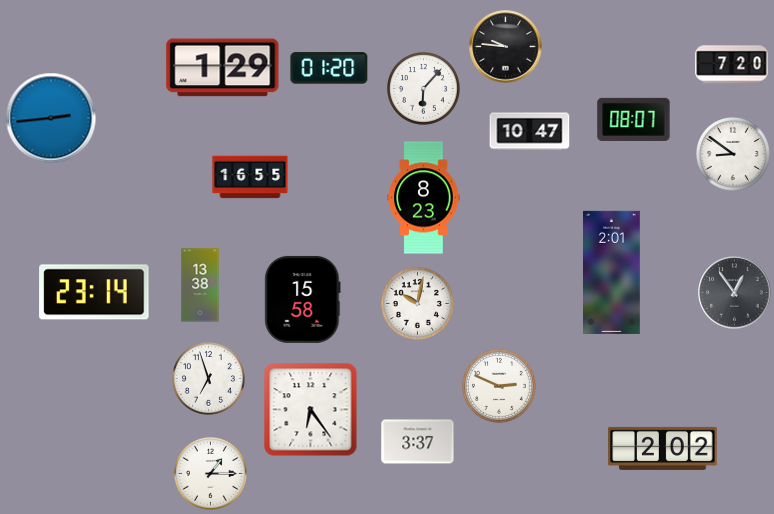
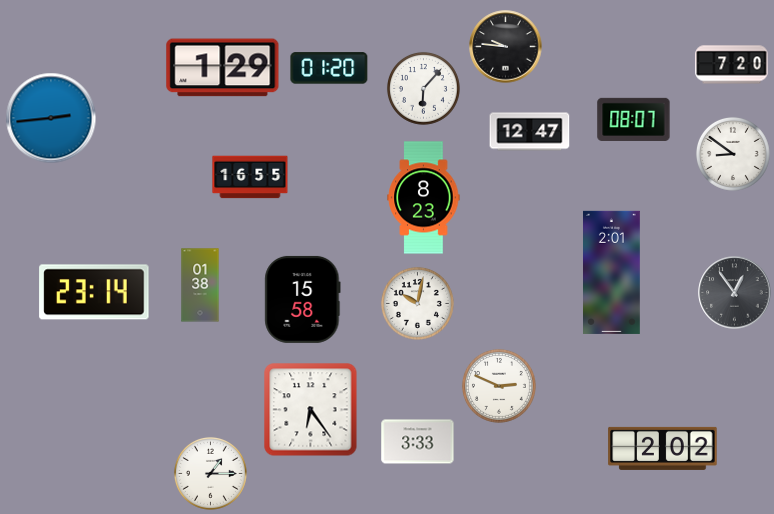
clock at (530, 132): 10:47 -> 12:47
clock at (200, 285): 13:38 -> 01:38
clock at (208, 378): 6:57 -> none
clock at (418, 442): 3:37 -> 3:33
